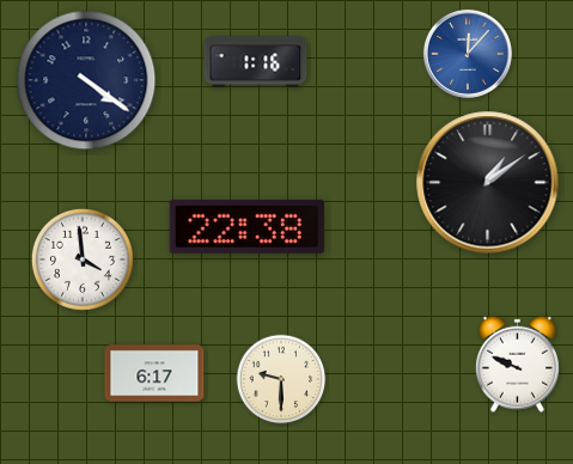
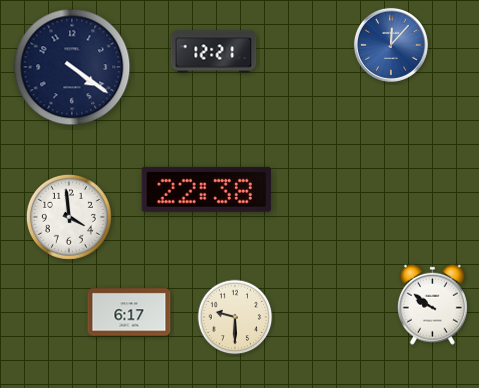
clock at (256, 62): 1:16 -> 12:21
clock at (488, 183): 1:09 -> none
clock at (517, 364): 9:49 -> 9:51
